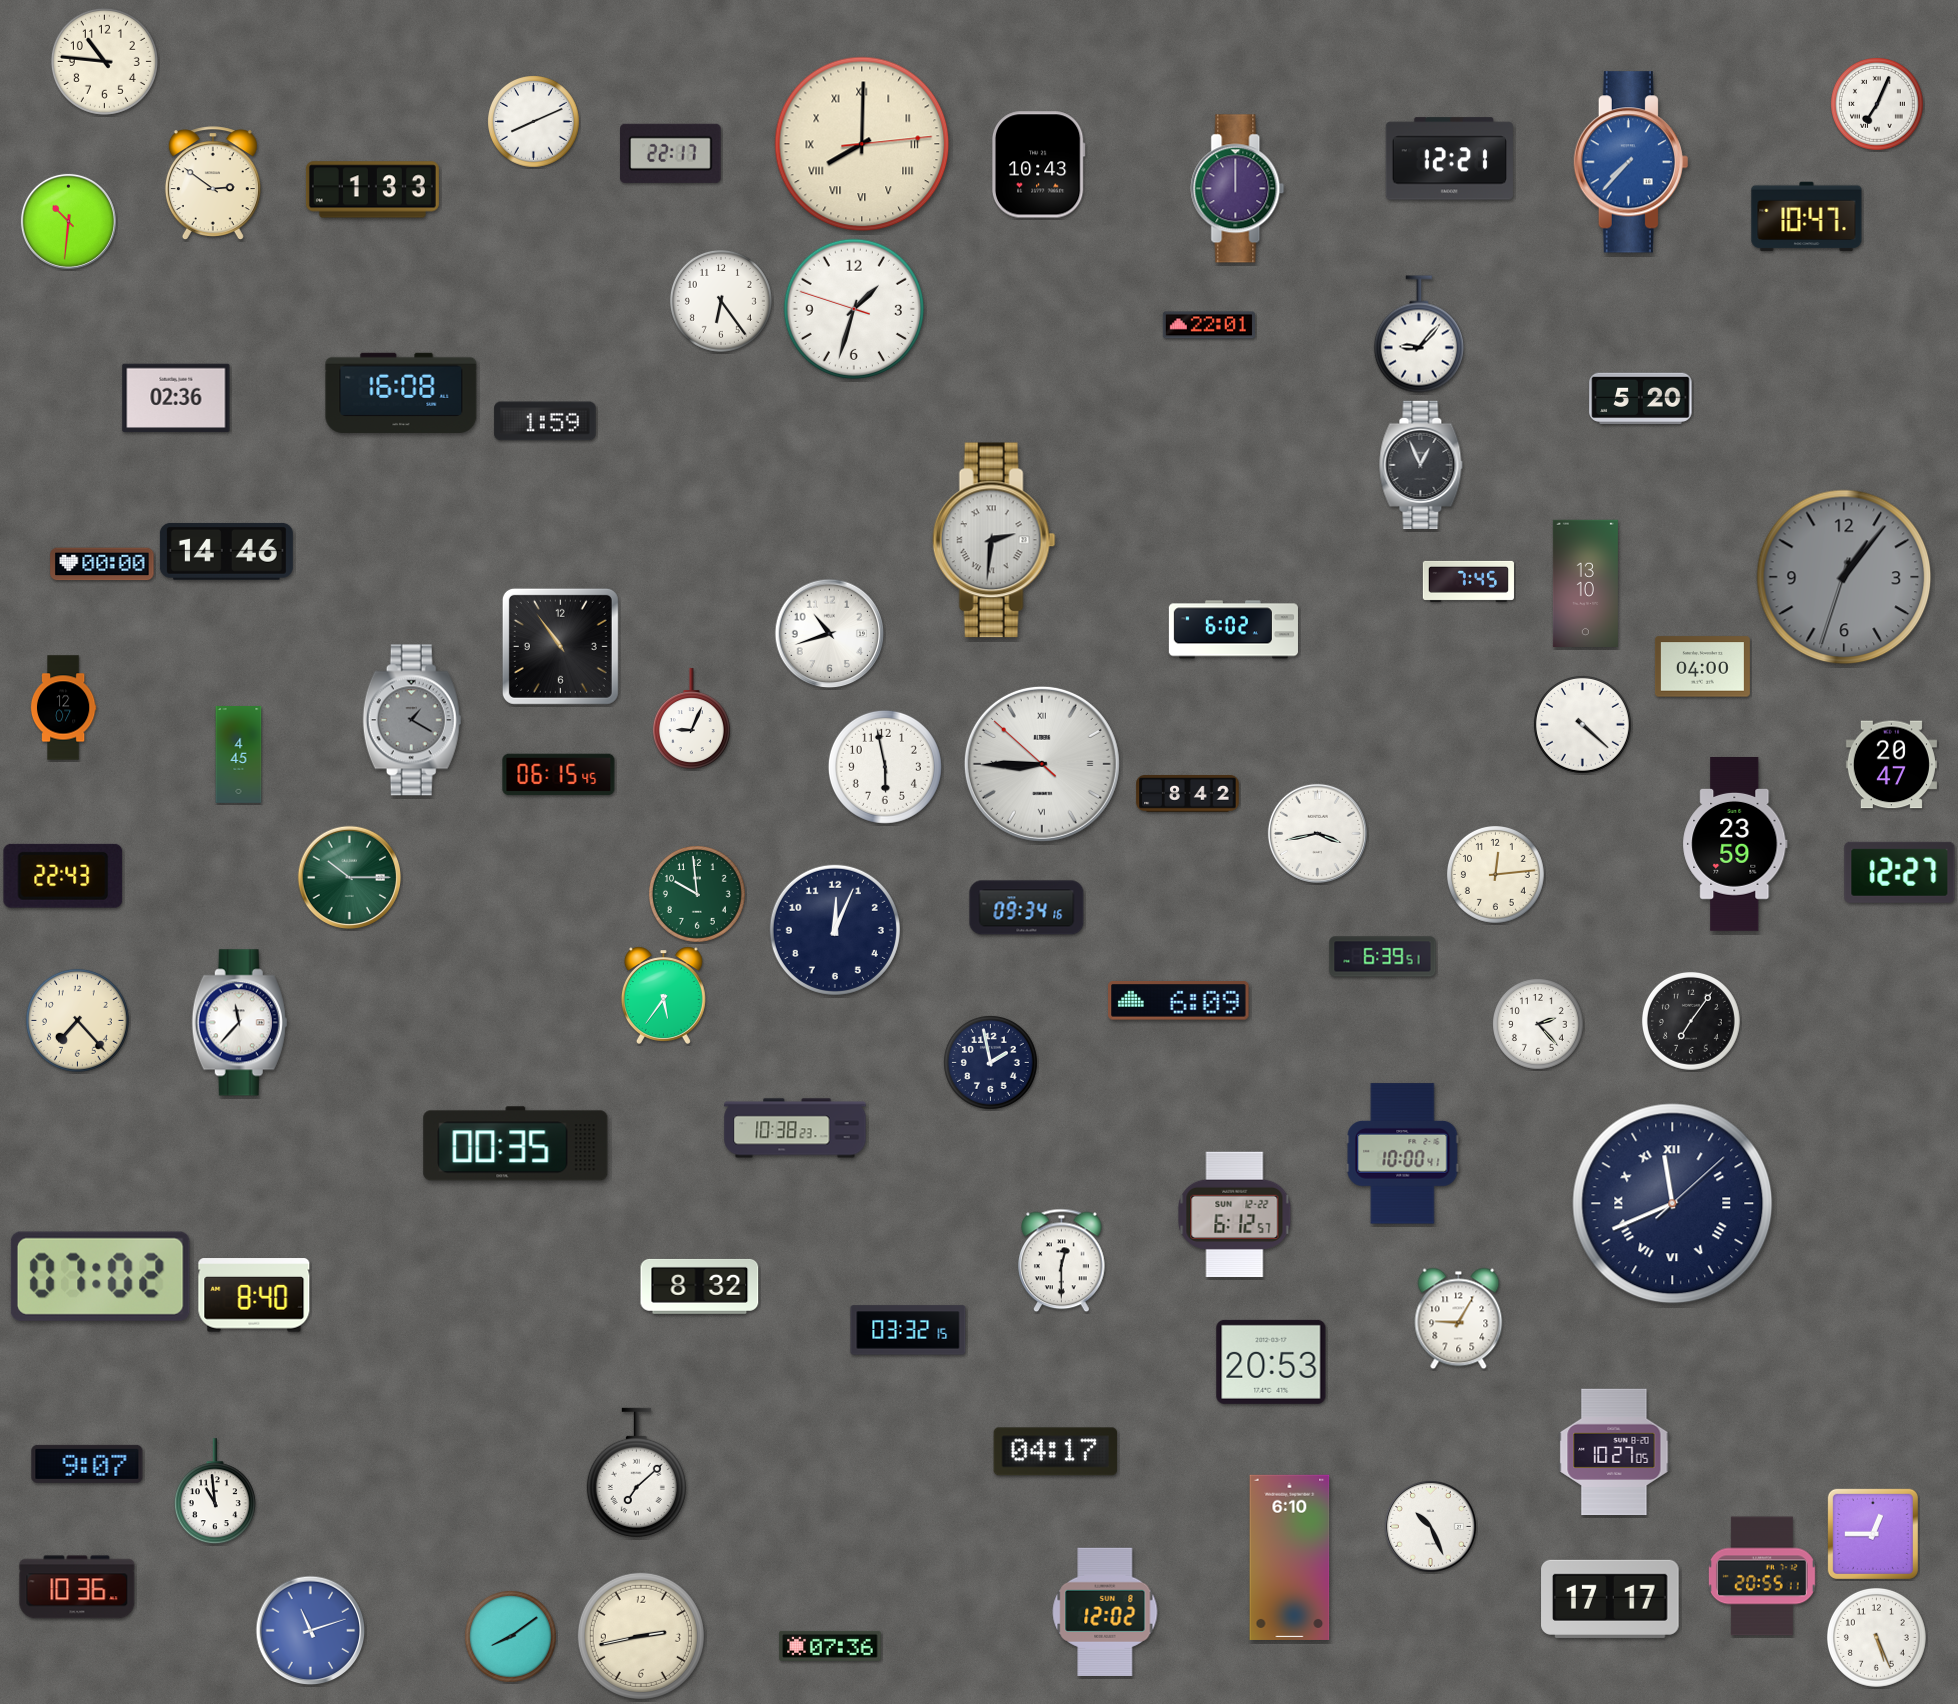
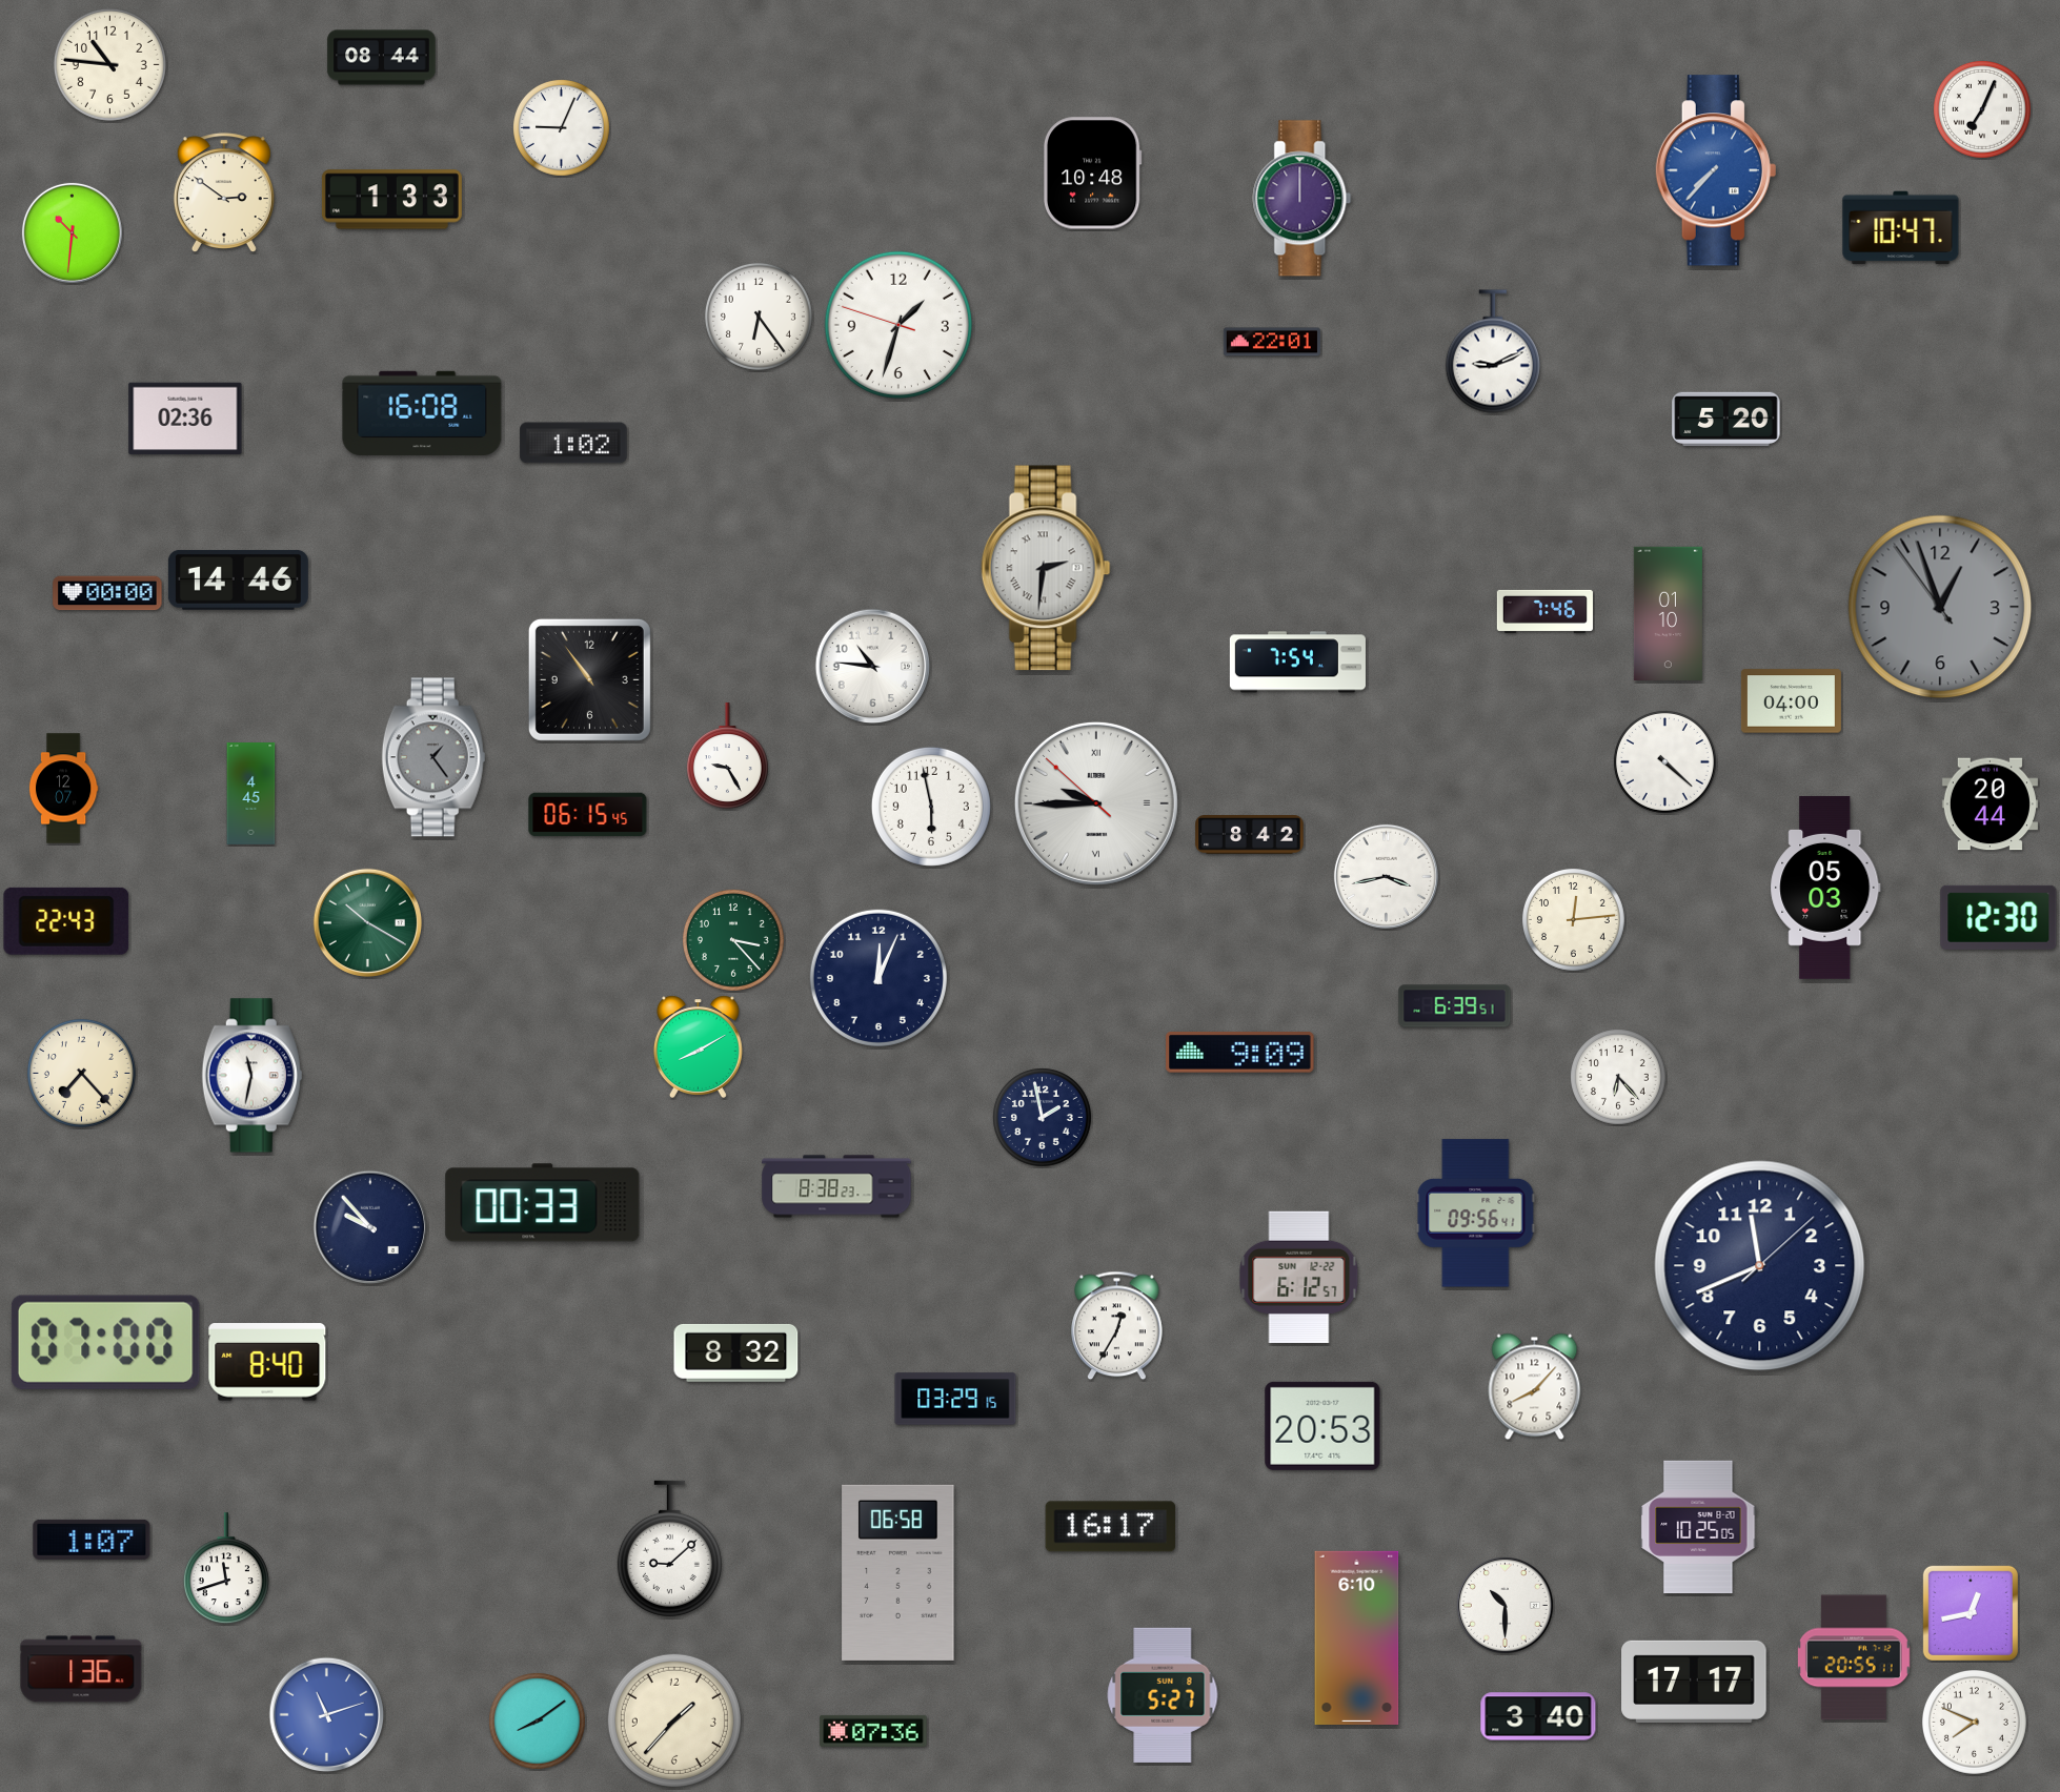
clock at (382, 58): none -> 08:44
clock at (1878, 105) position: (1878, 105) -> (1983, 110)
clock at (534, 122): 8:11 -> 9:04
clock at (862, 144): 8:00 -> none
clock at (671, 153): 22:17 -> none
clock at (1449, 159): 12:21 -> none
clock at (1038, 165): 10:43 -> 10:48
clock at (1419, 334): 9:07 -> 9:11
clock at (545, 421): 1:59 -> 1:02
clock at (1421, 465): 12:56 -> none
clock at (1844, 577): 1:06 -> 12:56
clock at (1468, 581): 7:45 -> 7:46
clock at (1585, 583): 13:10 -> 01:10
clock at (1233, 630): 6:02 -> 7:54
clock at (830, 634): 10:42 -> 10:46
clock at (63, 708) position: (63, 708) -> (63, 789)
clock at (691, 719): 9:04 -> 9:25
clock at (412, 720): 1:20 -> 1:24
clock at (1042, 764): 8:44 -> 9:44
clock at (1891, 765): 20:47 -> 20:44
clock at (1735, 845): 23:59 -> 05:03
clock at (1900, 872): 12:27 -> 12:30
clock at (349, 877): 10:15 -> 10:20
clock at (697, 894): 9:59 -> 3:23
clock at (1027, 908): 09:34 -> none
clock at (663, 995): 5:36 -> 8:10
clock at (1179, 1001): 6:09 -> 9:09
clock at (1691, 1021): 7:06 -> none
clock at (239, 1023): 11:37 -> 11:32
clock at (1539, 1025): 2:23 -> 6:23
clock at (795, 1128): 10:38 -> 8:38
clock at (516, 1144): 00:35 -> 00:33
clock at (1403, 1154): 10:00 -> 09:56
clock at (370, 1227): none -> 9:53
clock at (1673, 1204) numerals: Roman -> Arabic
clock at (1062, 1261): 12:30 -> 12:35
clock at (100, 1276): 07:02 -> 07:00
clock at (1459, 1319): 9:05 -> 8:07
clock at (908, 1330): 03:32 -> 03:29
clock at (1271, 1362) position: (1271, 1362) -> (1322, 1426)
clock at (1056, 1452): 04:17 -> 16:17
clock at (1614, 1452): 10:27 -> 10:25
clock at (87, 1464): 9:07 -> 1:07
clock at (636, 1472): 7:08 -> 9:08
clock at (215, 1492): 10:59 -> 11:42
clock at (898, 1572): none -> 06:58
clock at (1430, 1526): 10:26 -> 10:30
clock at (1873, 1534): 12:45 -> 12:43
clock at (77, 1587): 10:36 -> 1:36
clock at (1105, 1612): 12:02 -> 5:27
clock at (1538, 1716): none -> 3:40
clock at (641, 1636): 2:43 -> 1:37
clock at (1876, 1637): 5:26 -> 7:49
